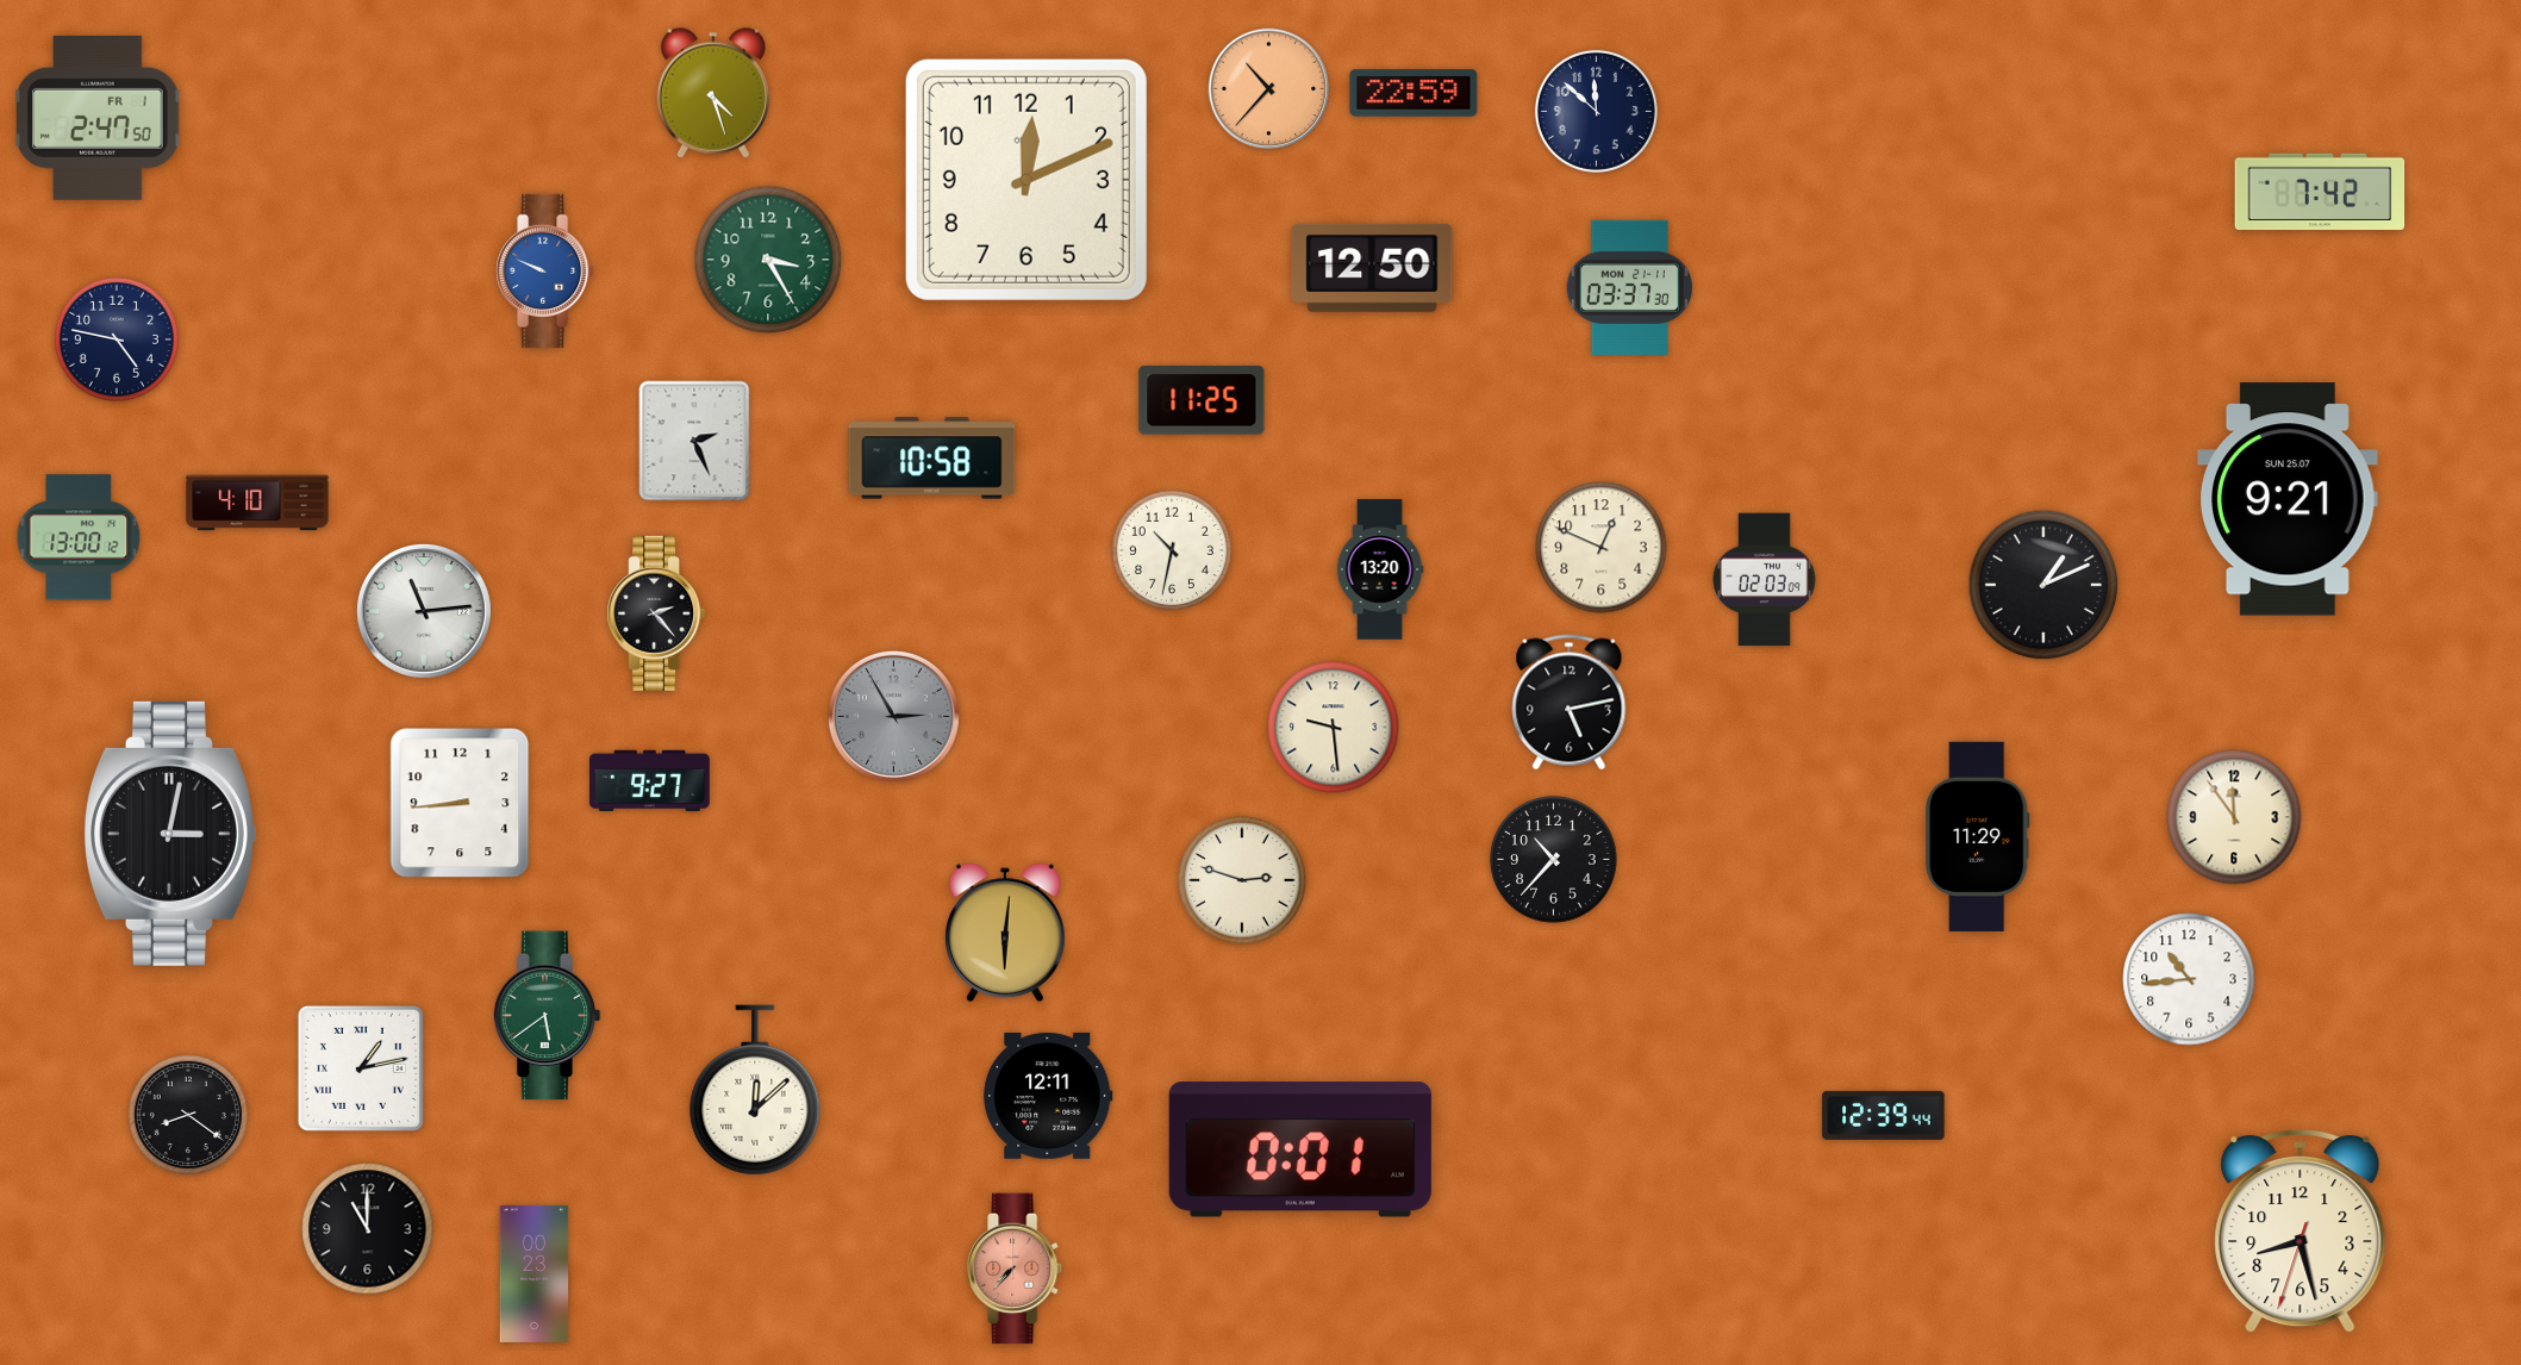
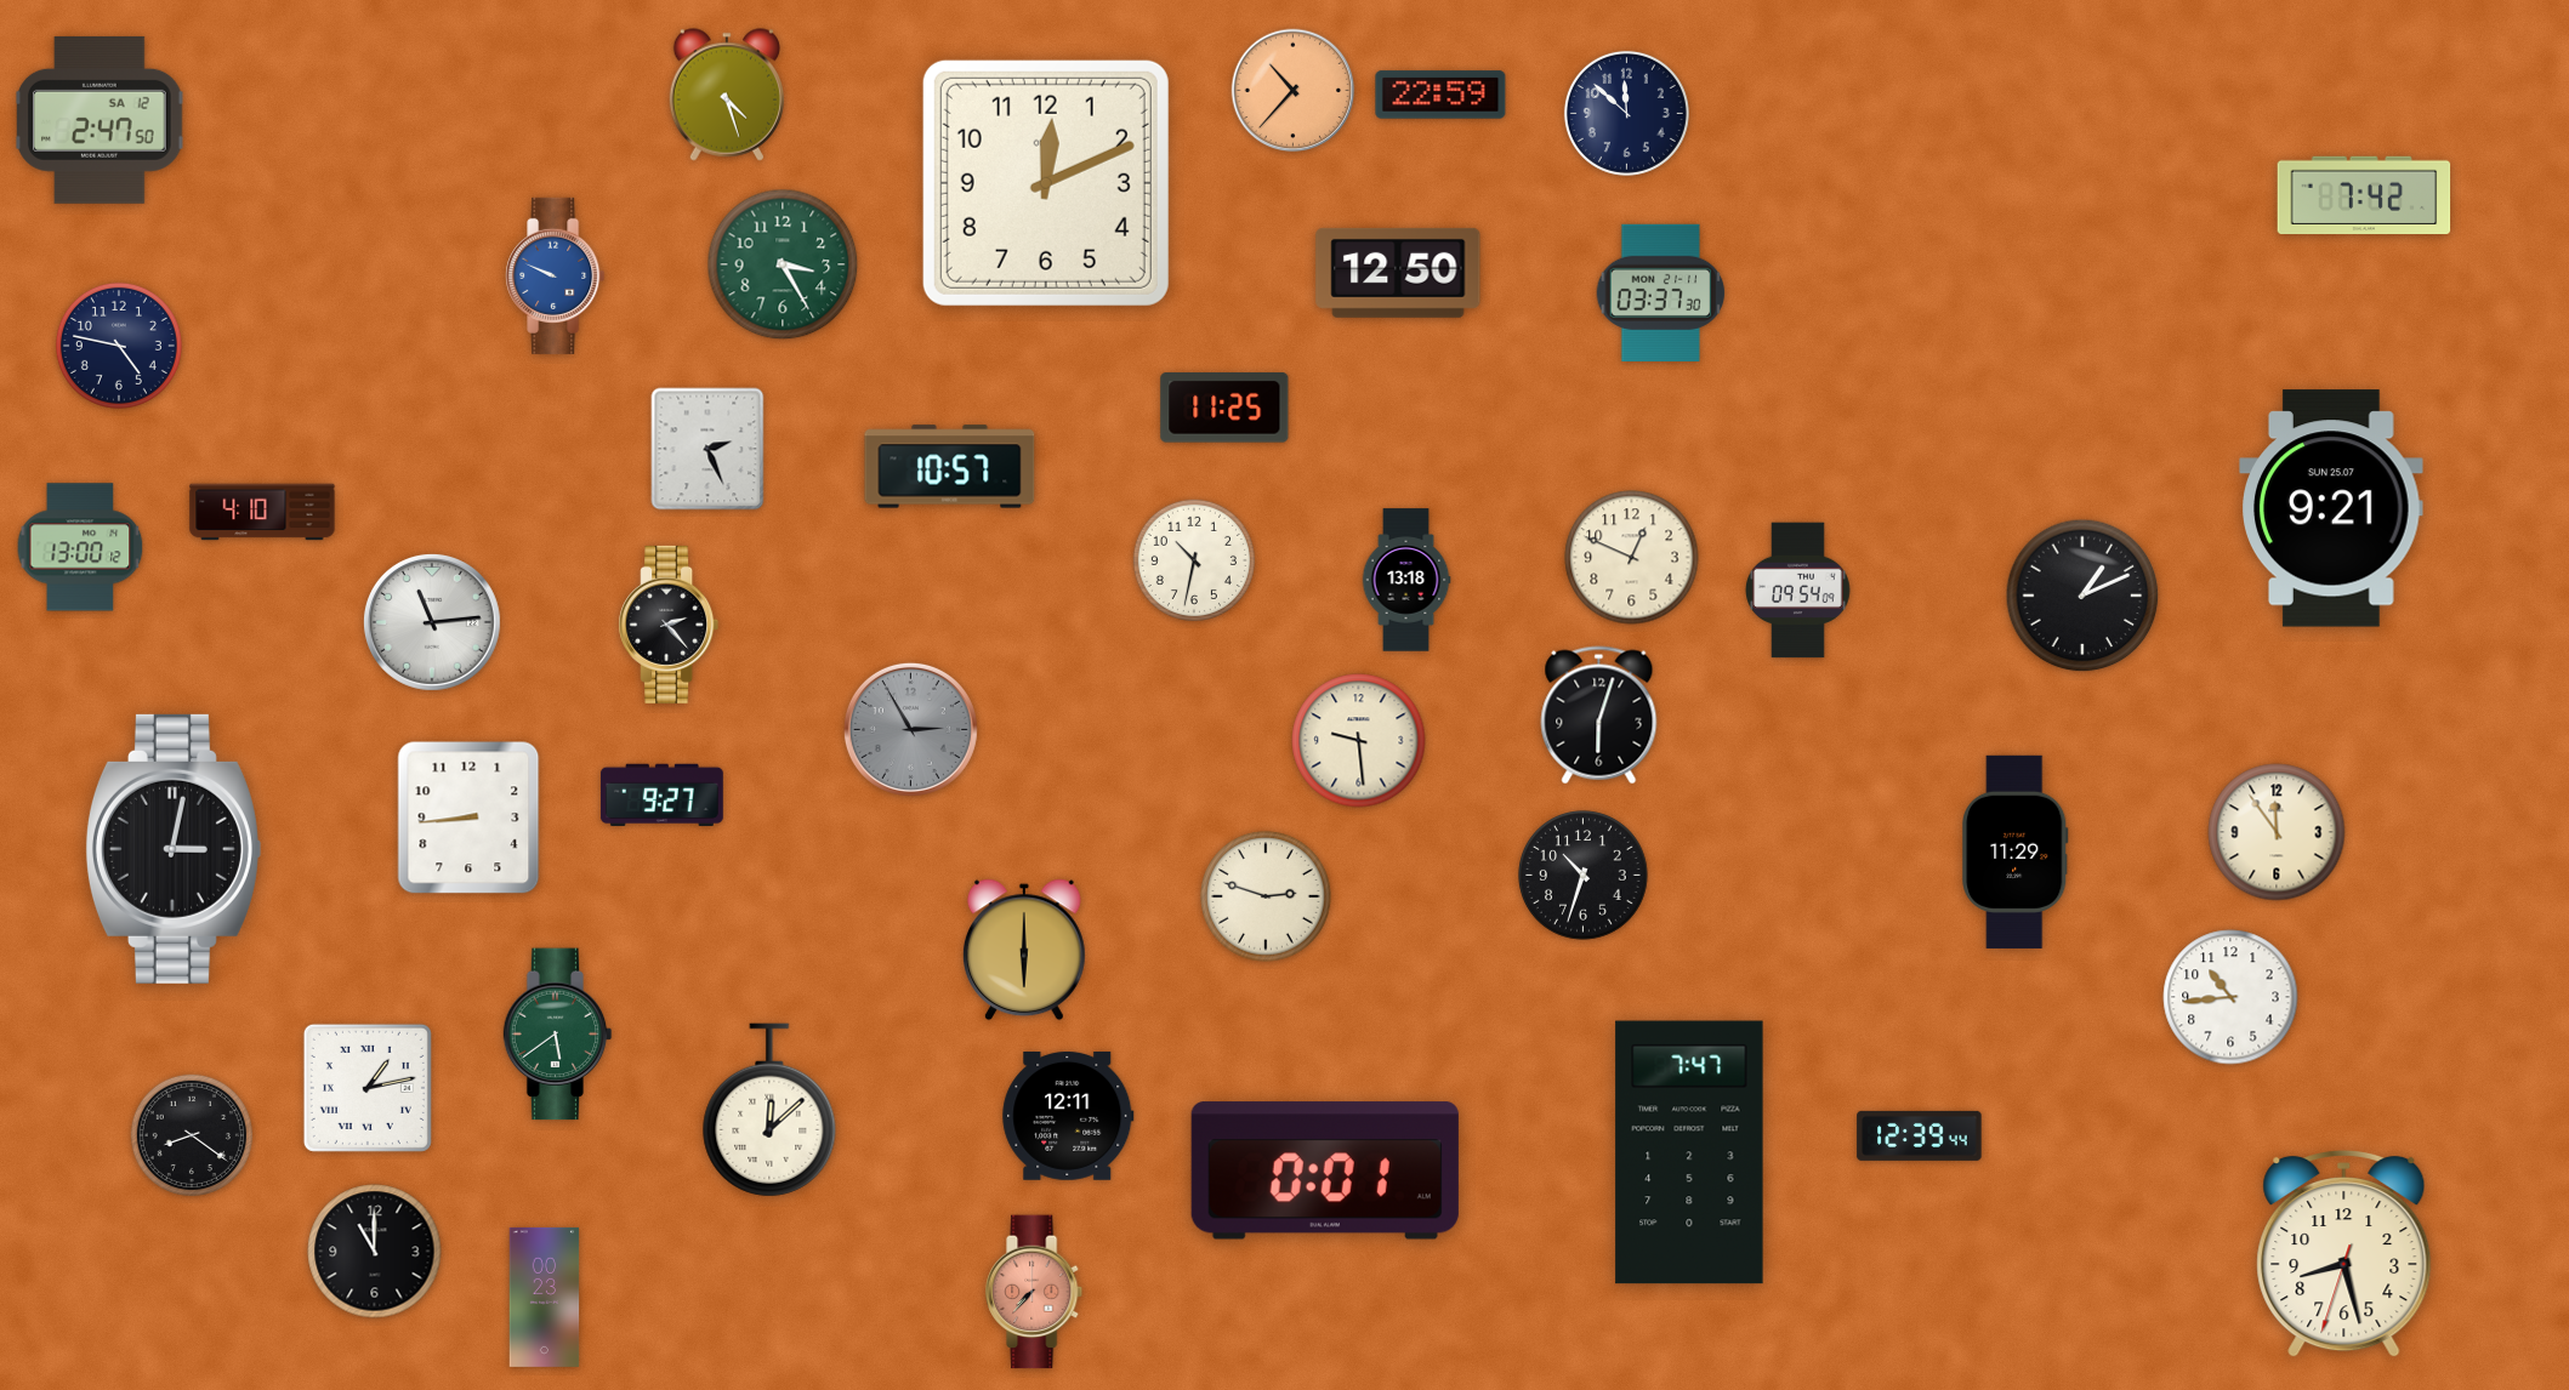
clock at (98, 118) date: FR 1 -> SA 12
clock at (932, 459): 10:58 -> 10:57
clock at (1380, 569): 13:20 -> 13:18
clock at (1765, 580): 02:03 -> 09:54
clock at (1570, 703): 5:13 -> 6:03
clock at (1554, 860): 10:37 -> 10:33
clock at (1005, 933): 6:01 -> 6:00
clock at (1689, 1152): none -> 7:47
